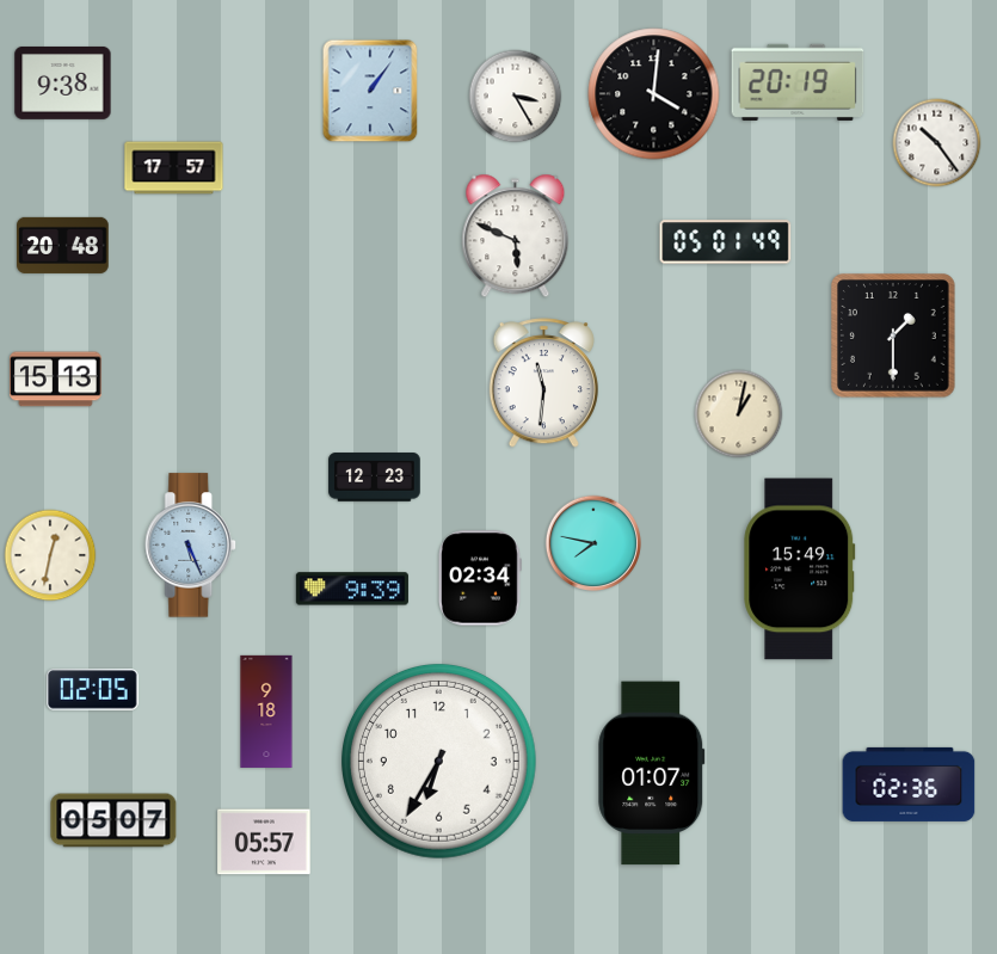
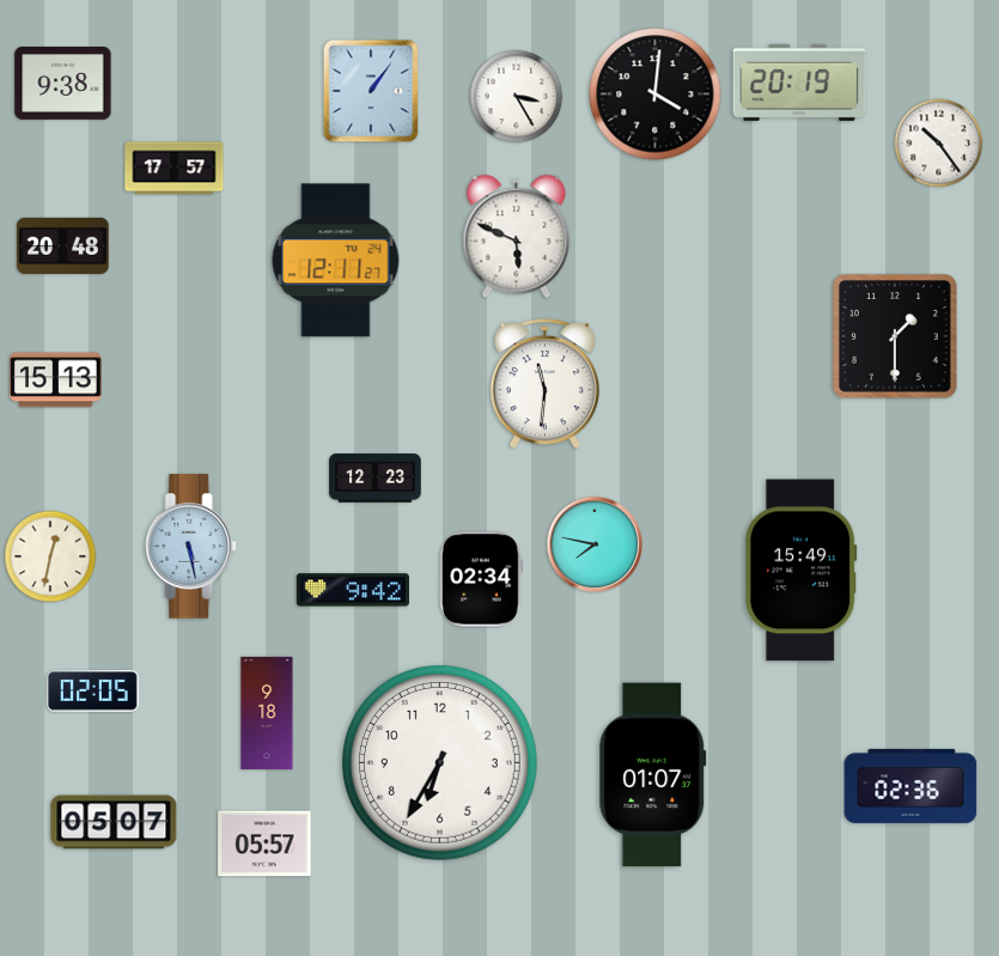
clock at (726, 242): 05:01 -> none
clock at (336, 261): none -> 12:11
clock at (739, 414): 1:02 -> none
clock at (191, 546): 5:26 -> 5:28
clock at (352, 589): 9:39 -> 9:42
